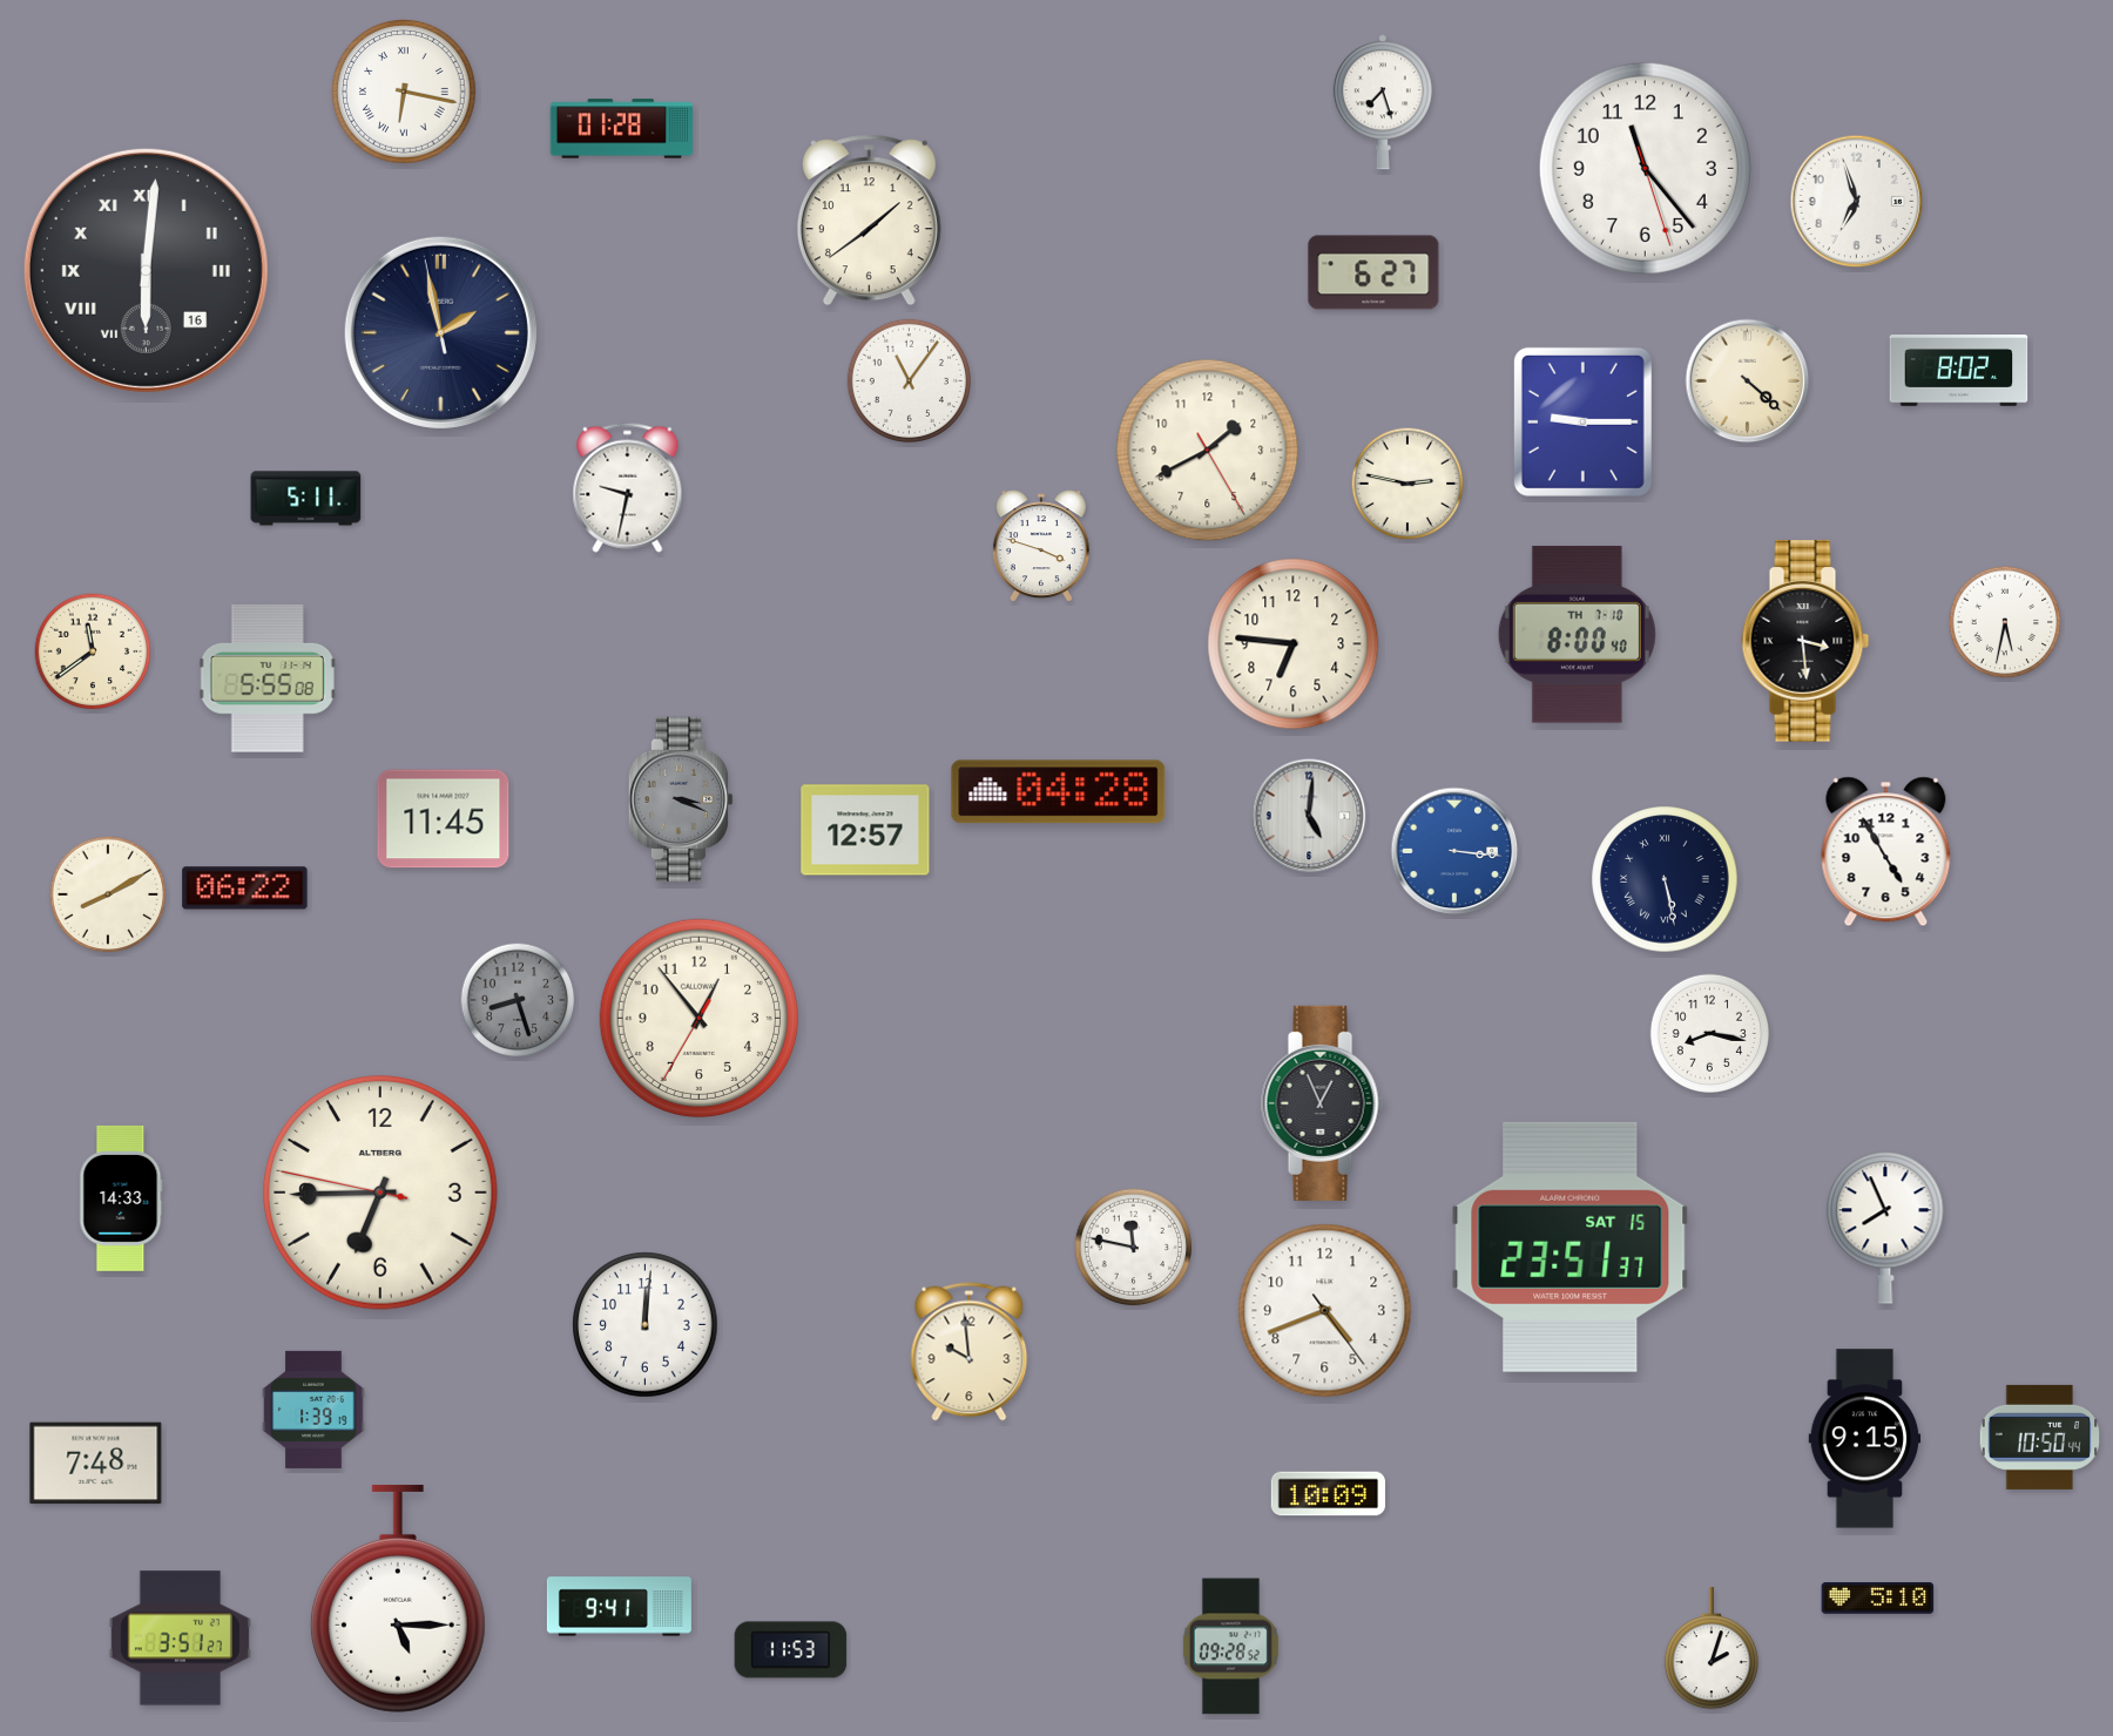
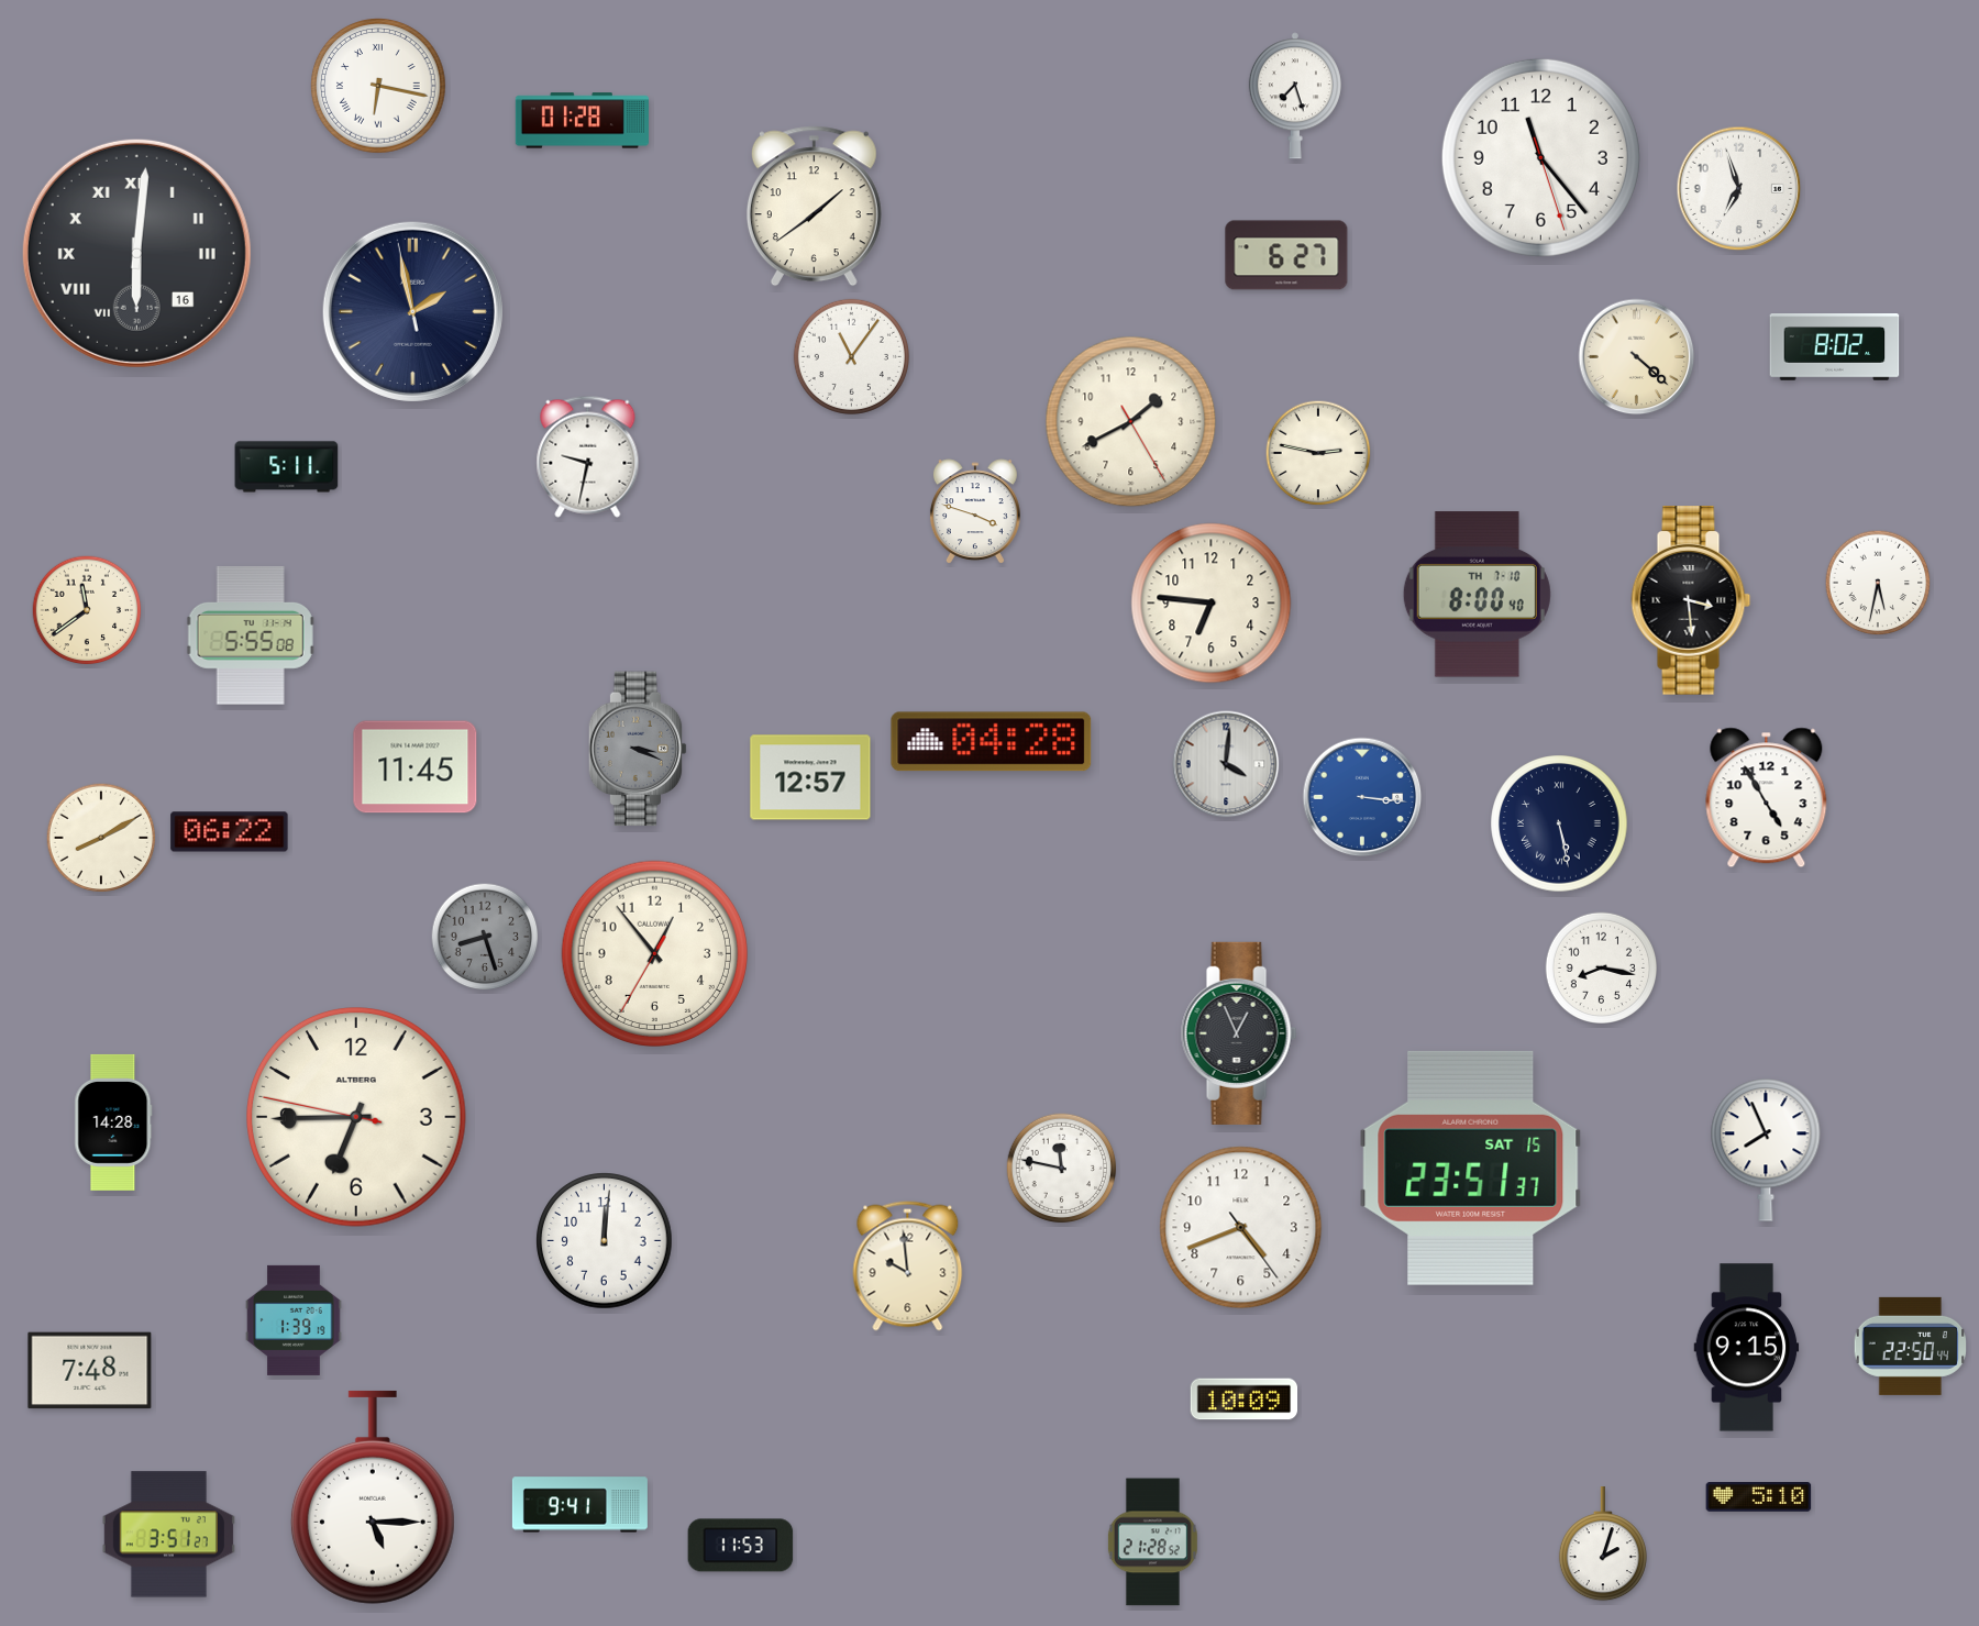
clock at (1582, 421): 9:15 -> none
clock at (1309, 816): 5:01 -> 4:01
clock at (121, 1198): 14:33 -> 14:28
clock at (2040, 1437): 10:50 -> 22:50
clock at (1230, 1647): 09:28 -> 21:28
